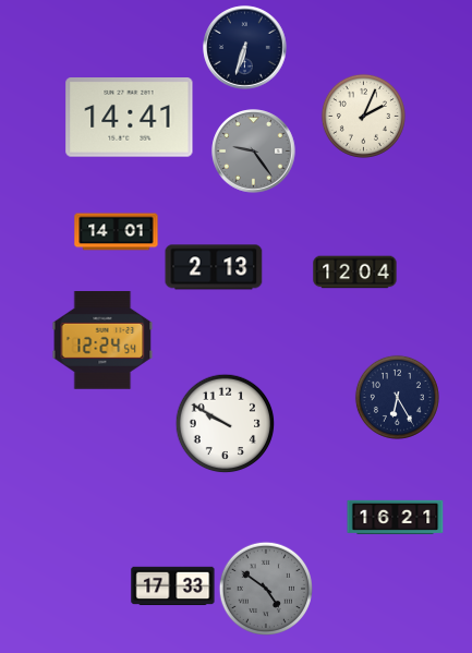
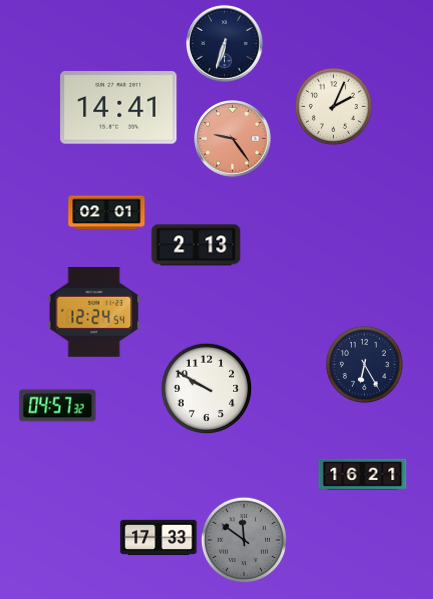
clock at (254, 152) dial: grey -> salmon
clock at (117, 232): 14:01 -> 02:01
clock at (355, 273): 12:04 -> none
clock at (58, 406): none -> 04:57
clock at (265, 588): 4:51 -> 11:51
